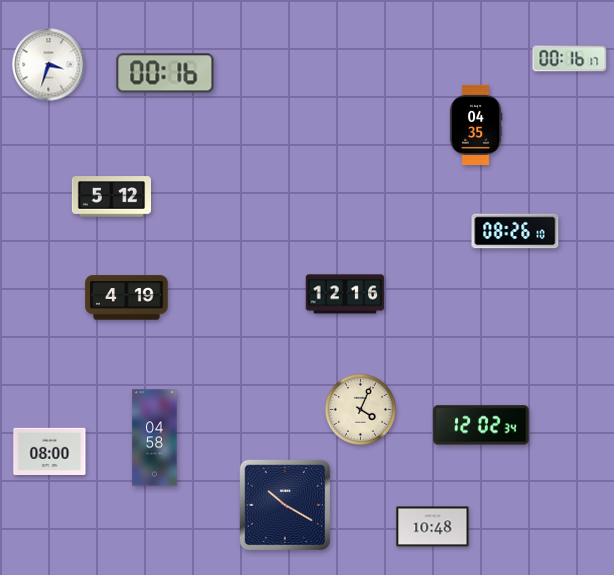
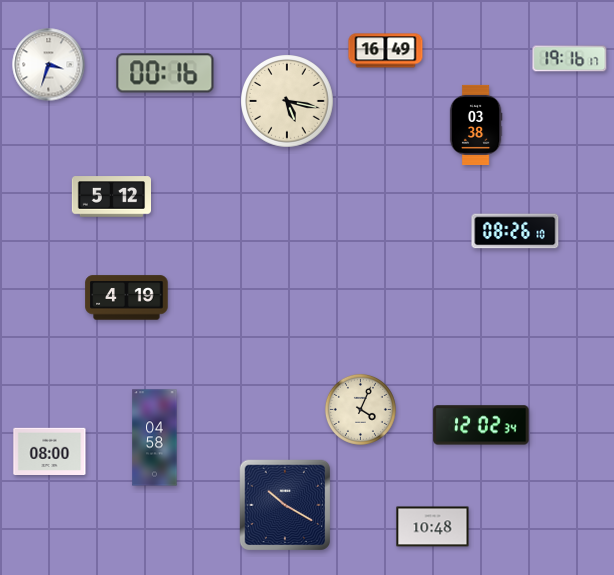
clock at (386, 51): none -> 16:49
clock at (570, 59): 00:16 -> 19:16
clock at (288, 102): none -> 5:17
clock at (476, 125): 04:35 -> 03:38
clock at (345, 294): 12:16 -> none
